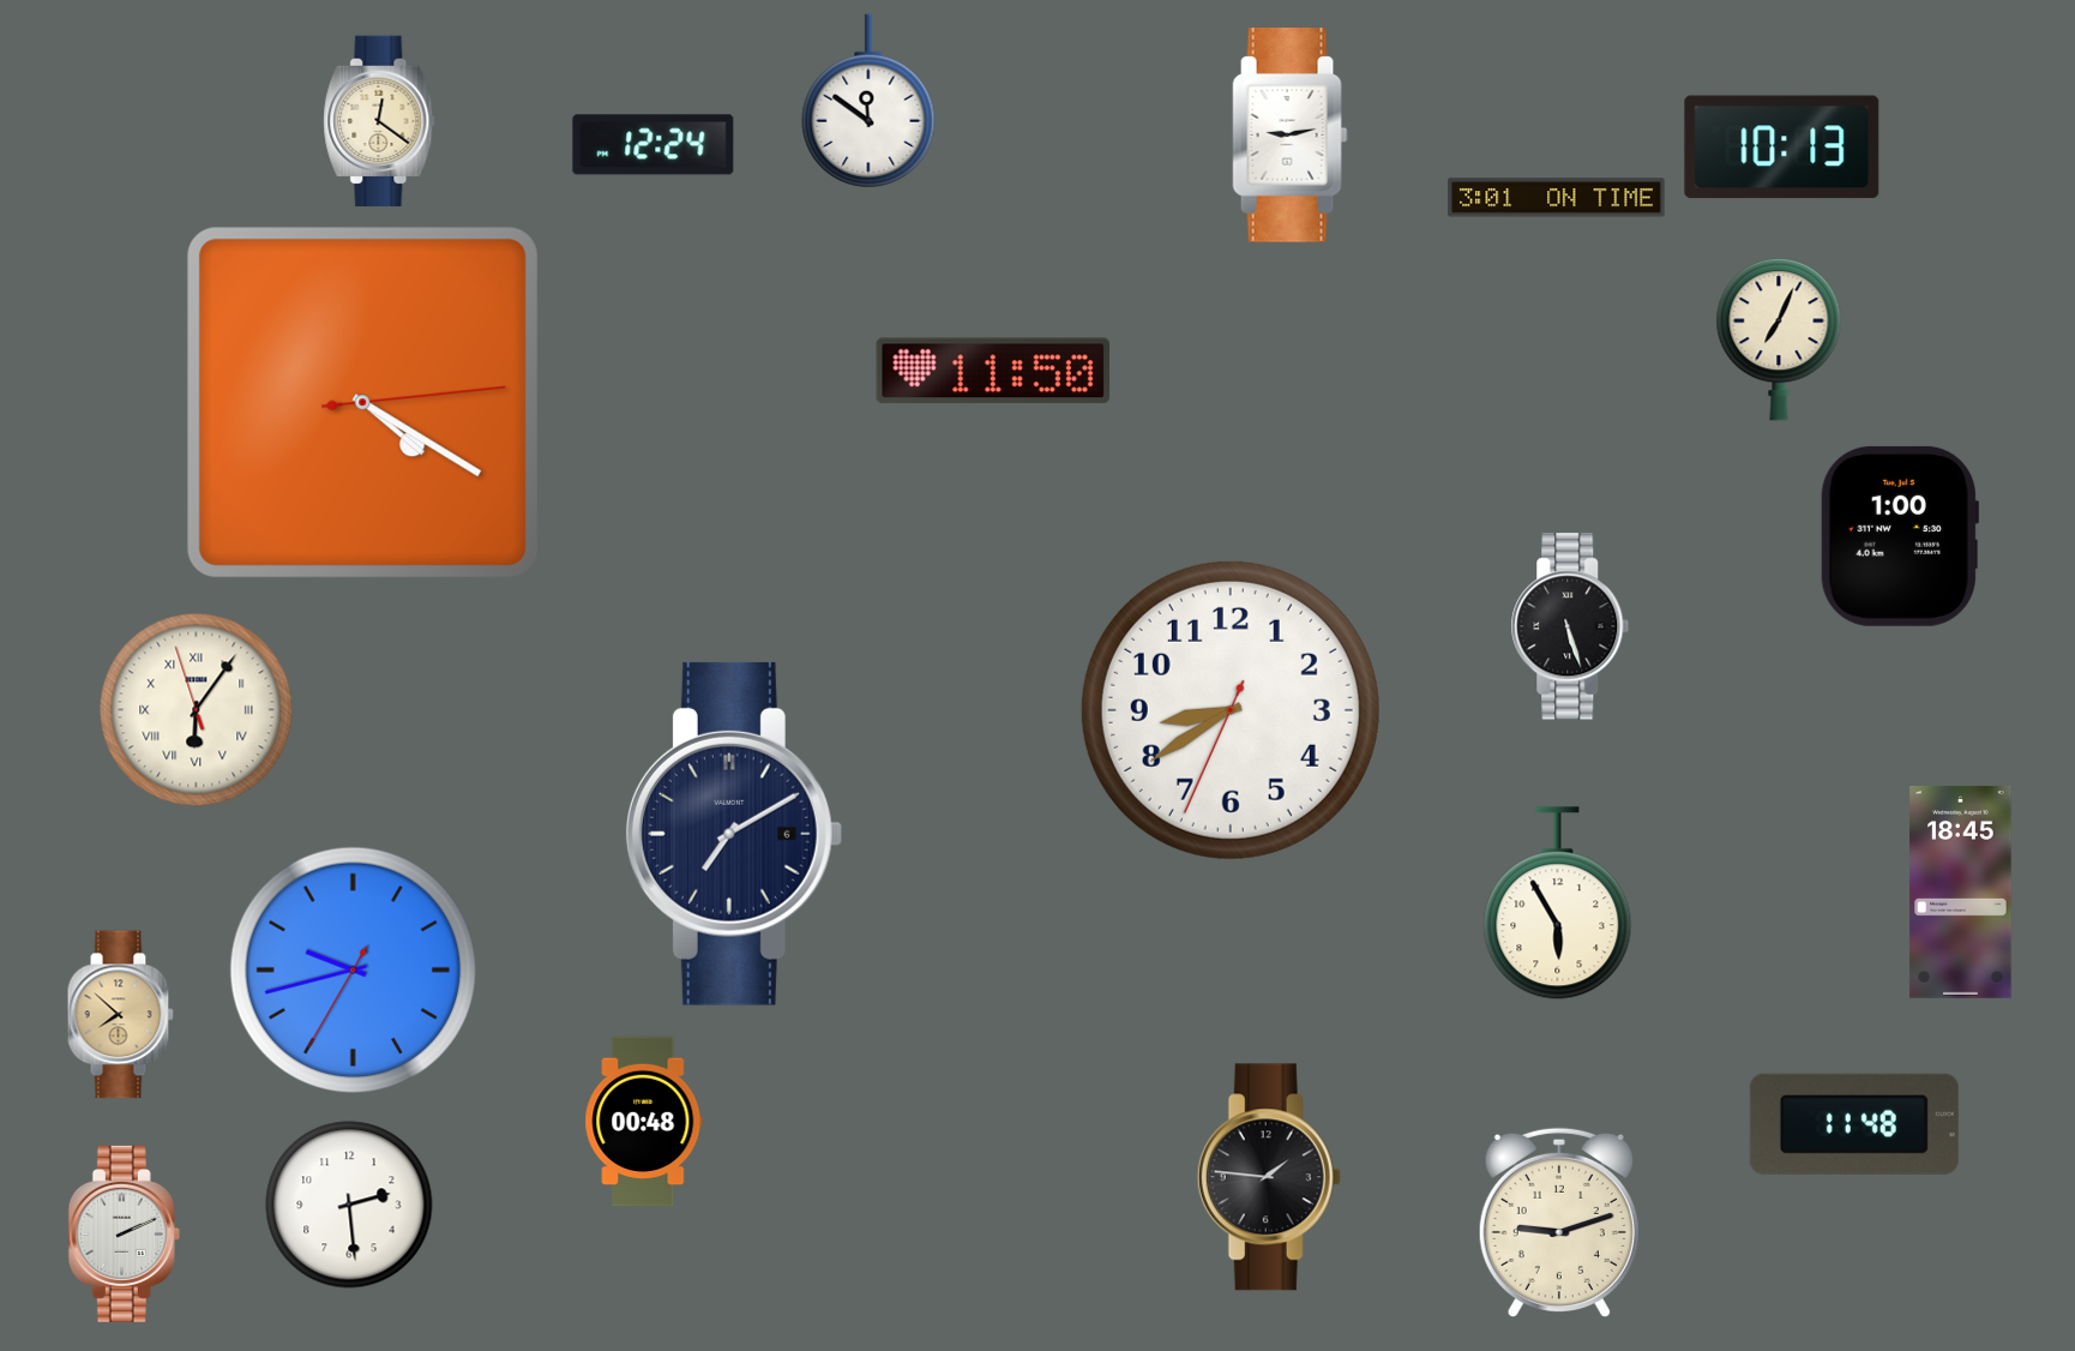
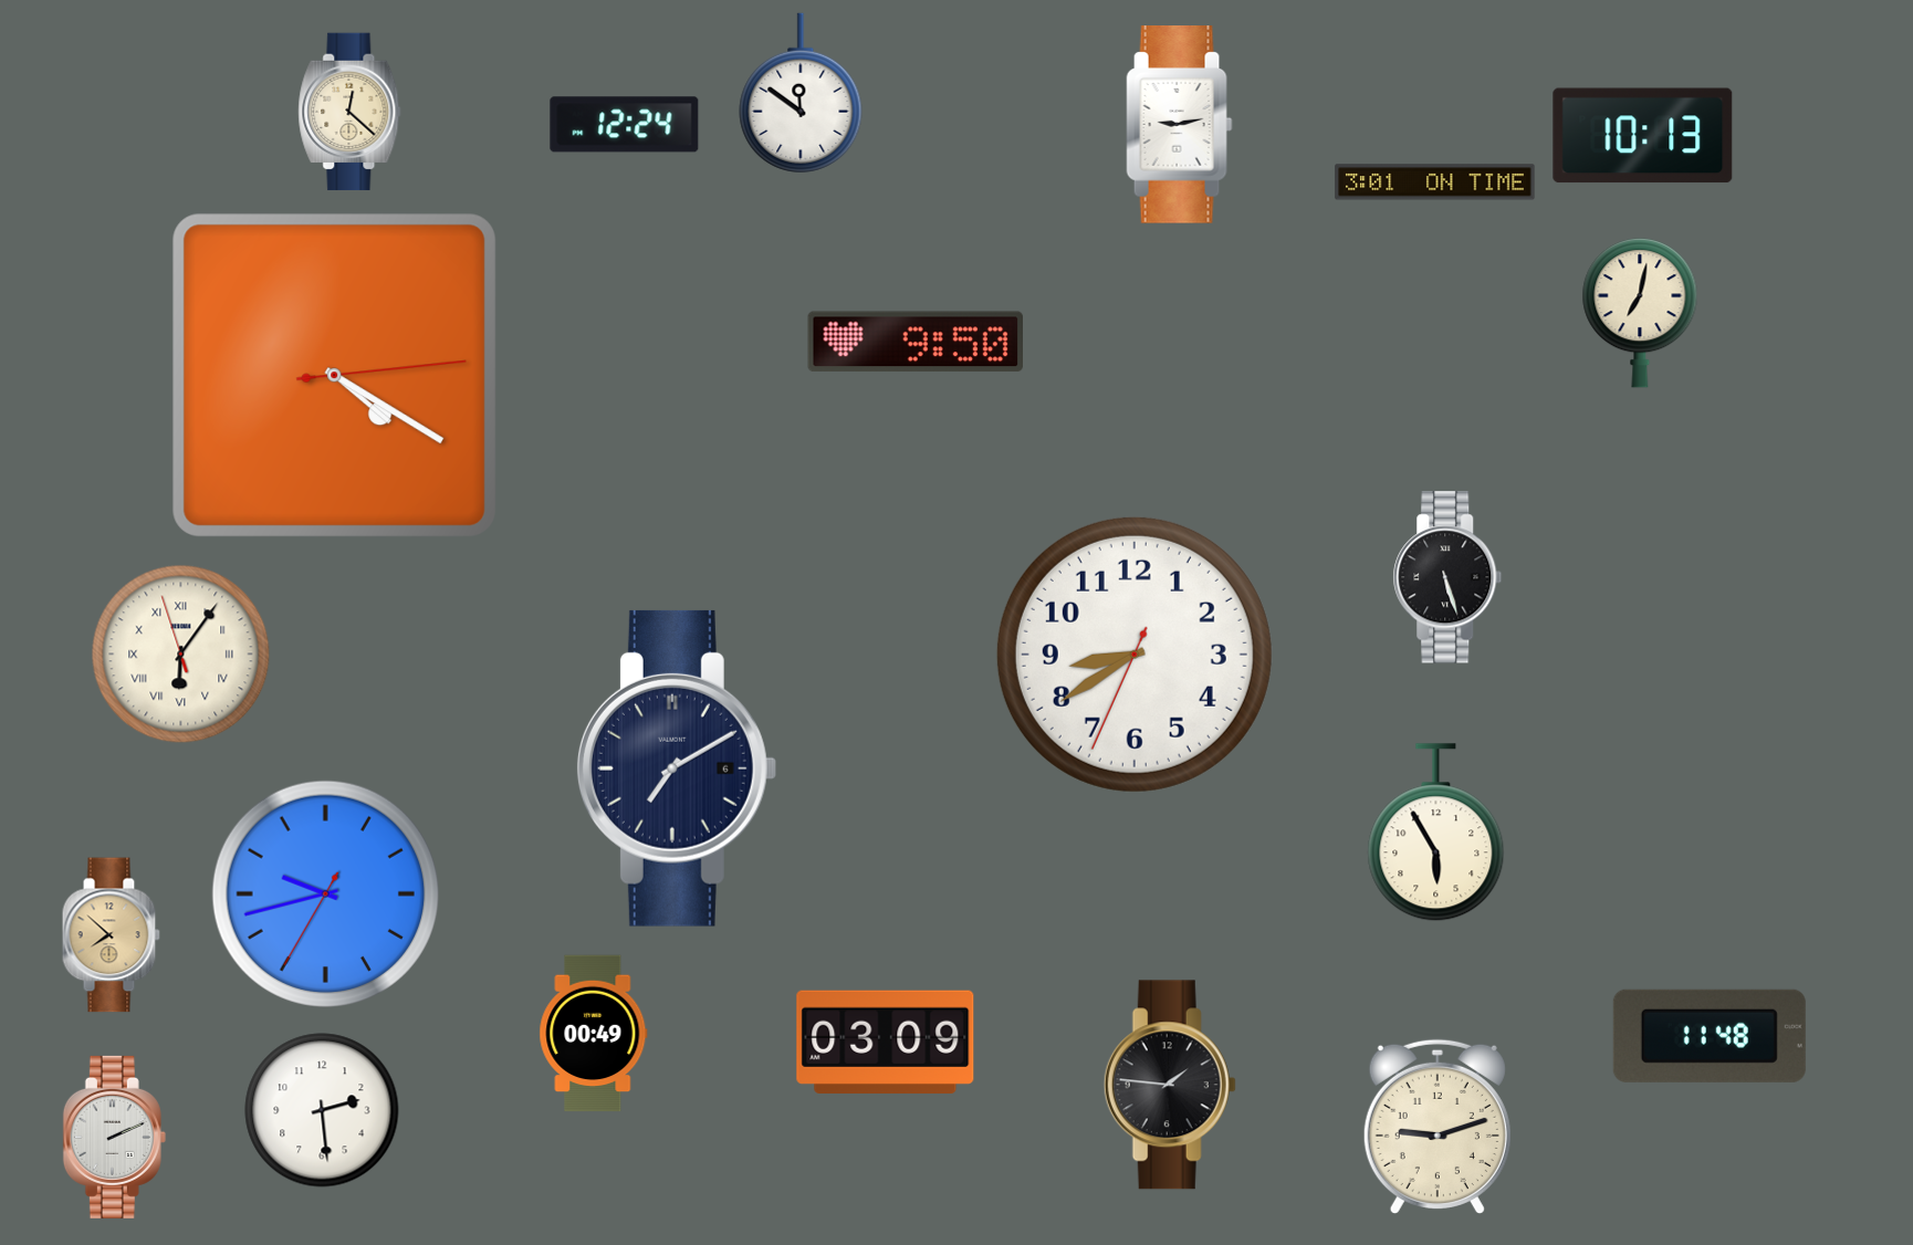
clock at (379, 121): 12:21 -> 12:22
clock at (1291, 136) position: (1291, 136) -> (1180, 125)
clock at (654, 145) position: (654, 145) -> (625, 125)
clock at (1779, 340): 7:04 -> 7:02
clock at (992, 371): 11:50 -> 9:50
clock at (362, 402) position: (362, 402) -> (334, 375)
clock at (1899, 536): 1:00 -> none
clock at (1961, 891): 18:45 -> none
clock at (644, 1122): 00:48 -> 00:49
clock at (886, 1042): none -> 03:09
